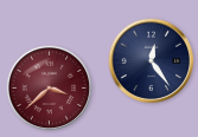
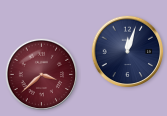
clock at (152, 61): 12:24 -> 12:03
